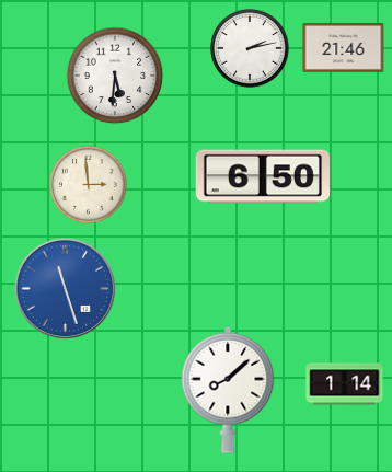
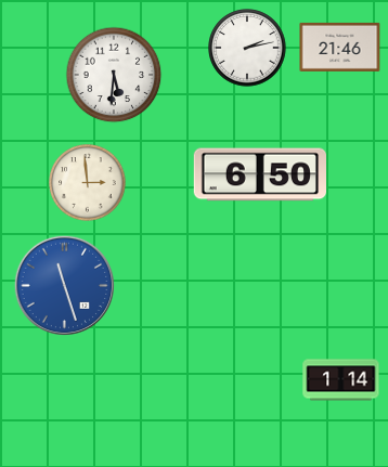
clock at (228, 390): 8:08 -> none
